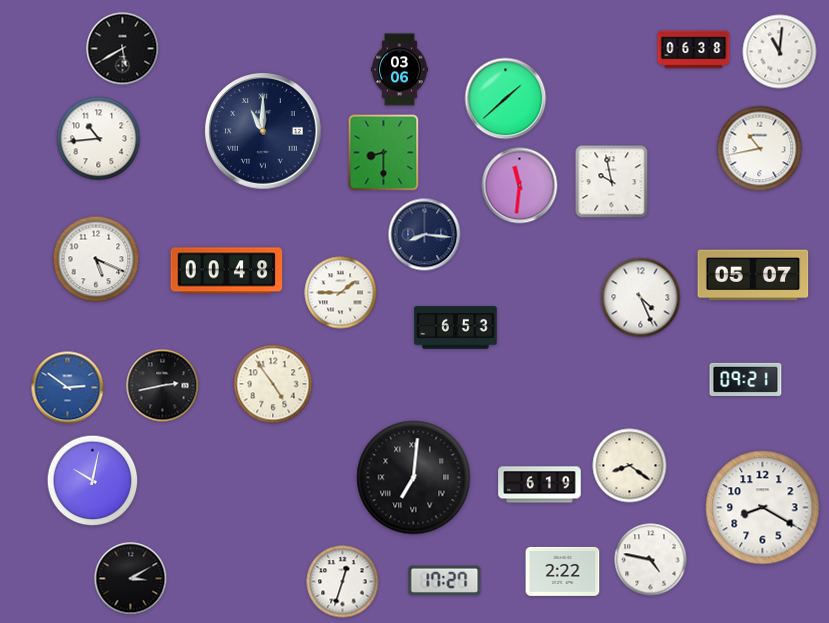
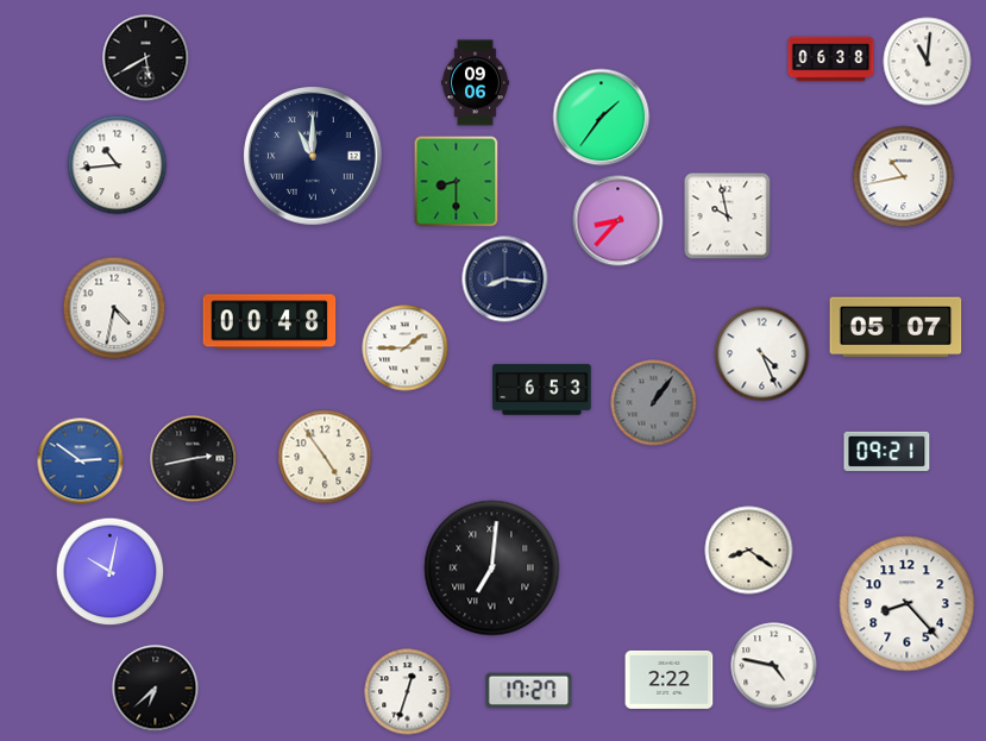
clock at (694, 50) position: (694, 50) -> (831, 59)
clock at (400, 70): 03:06 -> 09:06
clock at (506, 99): 1:38 -> 1:36
clock at (520, 186): 11:31 -> 8:37
clock at (96, 259): 5:19 -> 4:32
clock at (654, 403): none -> 1:06
clock at (630, 466) position: (630, 466) -> (749, 551)
clock at (540, 485): 6:19 -> none
clock at (763, 508): 8:20 -> 8:23
clock at (131, 579): 3:10 -> 6:38
